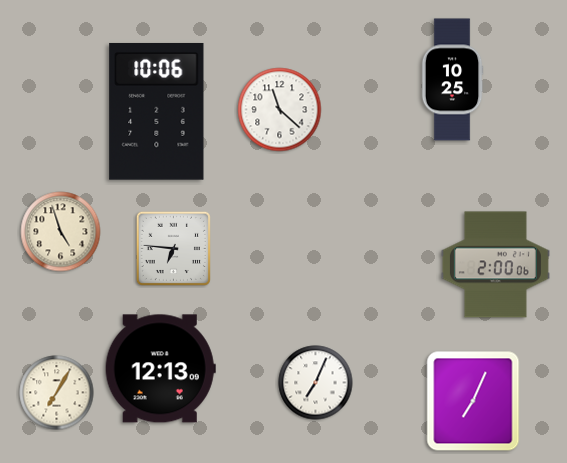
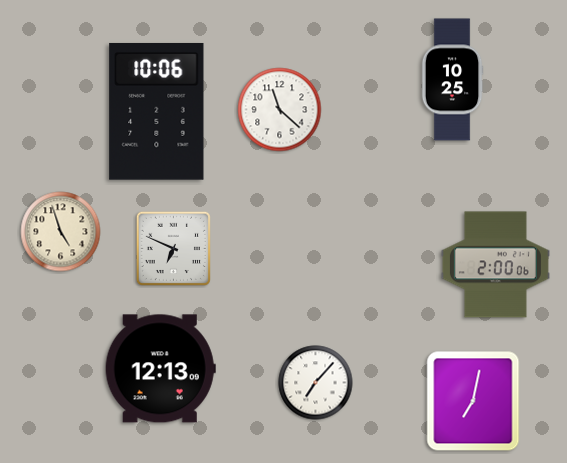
clock at (173, 248): 6:46 -> 6:49
clock at (316, 383): 7:04 -> 7:07
clock at (57, 393): 7:05 -> none
clock at (473, 401): 7:04 -> 7:02
